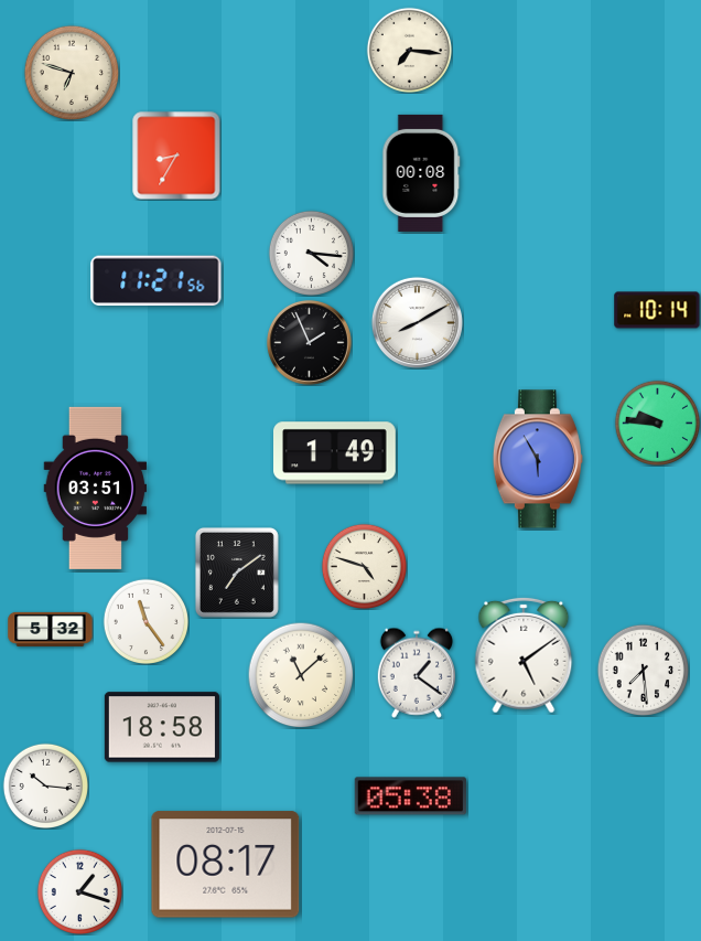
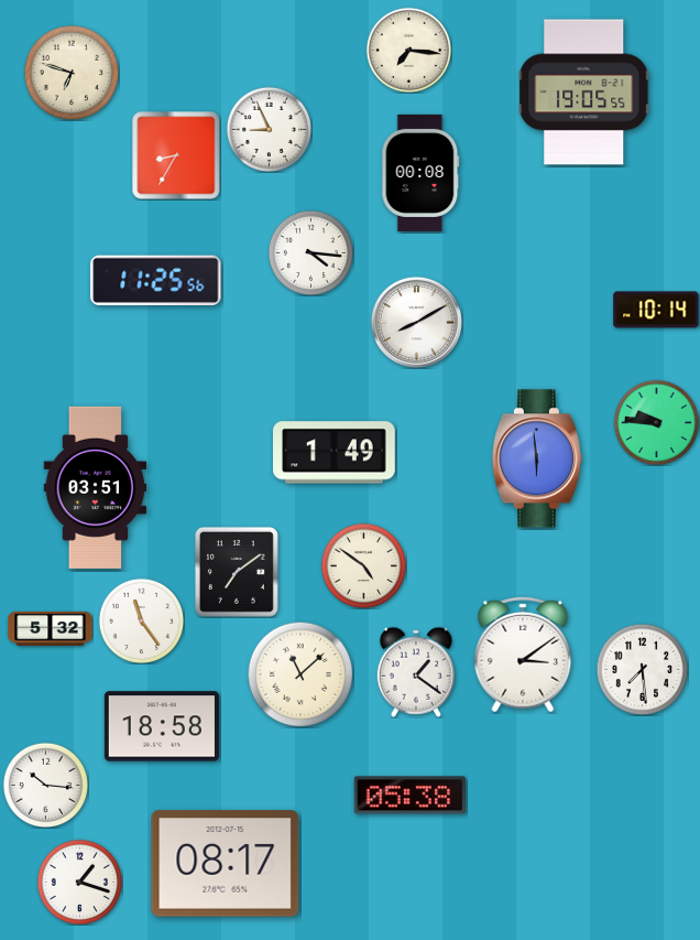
clock at (584, 93): none -> 19:05
clock at (269, 129): none -> 8:56
clock at (157, 280): 11:21 -> 11:25
clock at (309, 342): 1:56 -> none
clock at (538, 459): 5:55 -> 5:59
clock at (364, 566): 4:48 -> 4:51
clock at (145, 621) position: (145, 621) -> (141, 620)
clock at (524, 655): 5:09 -> 3:09
clock at (79, 891) position: (79, 891) -> (79, 882)
